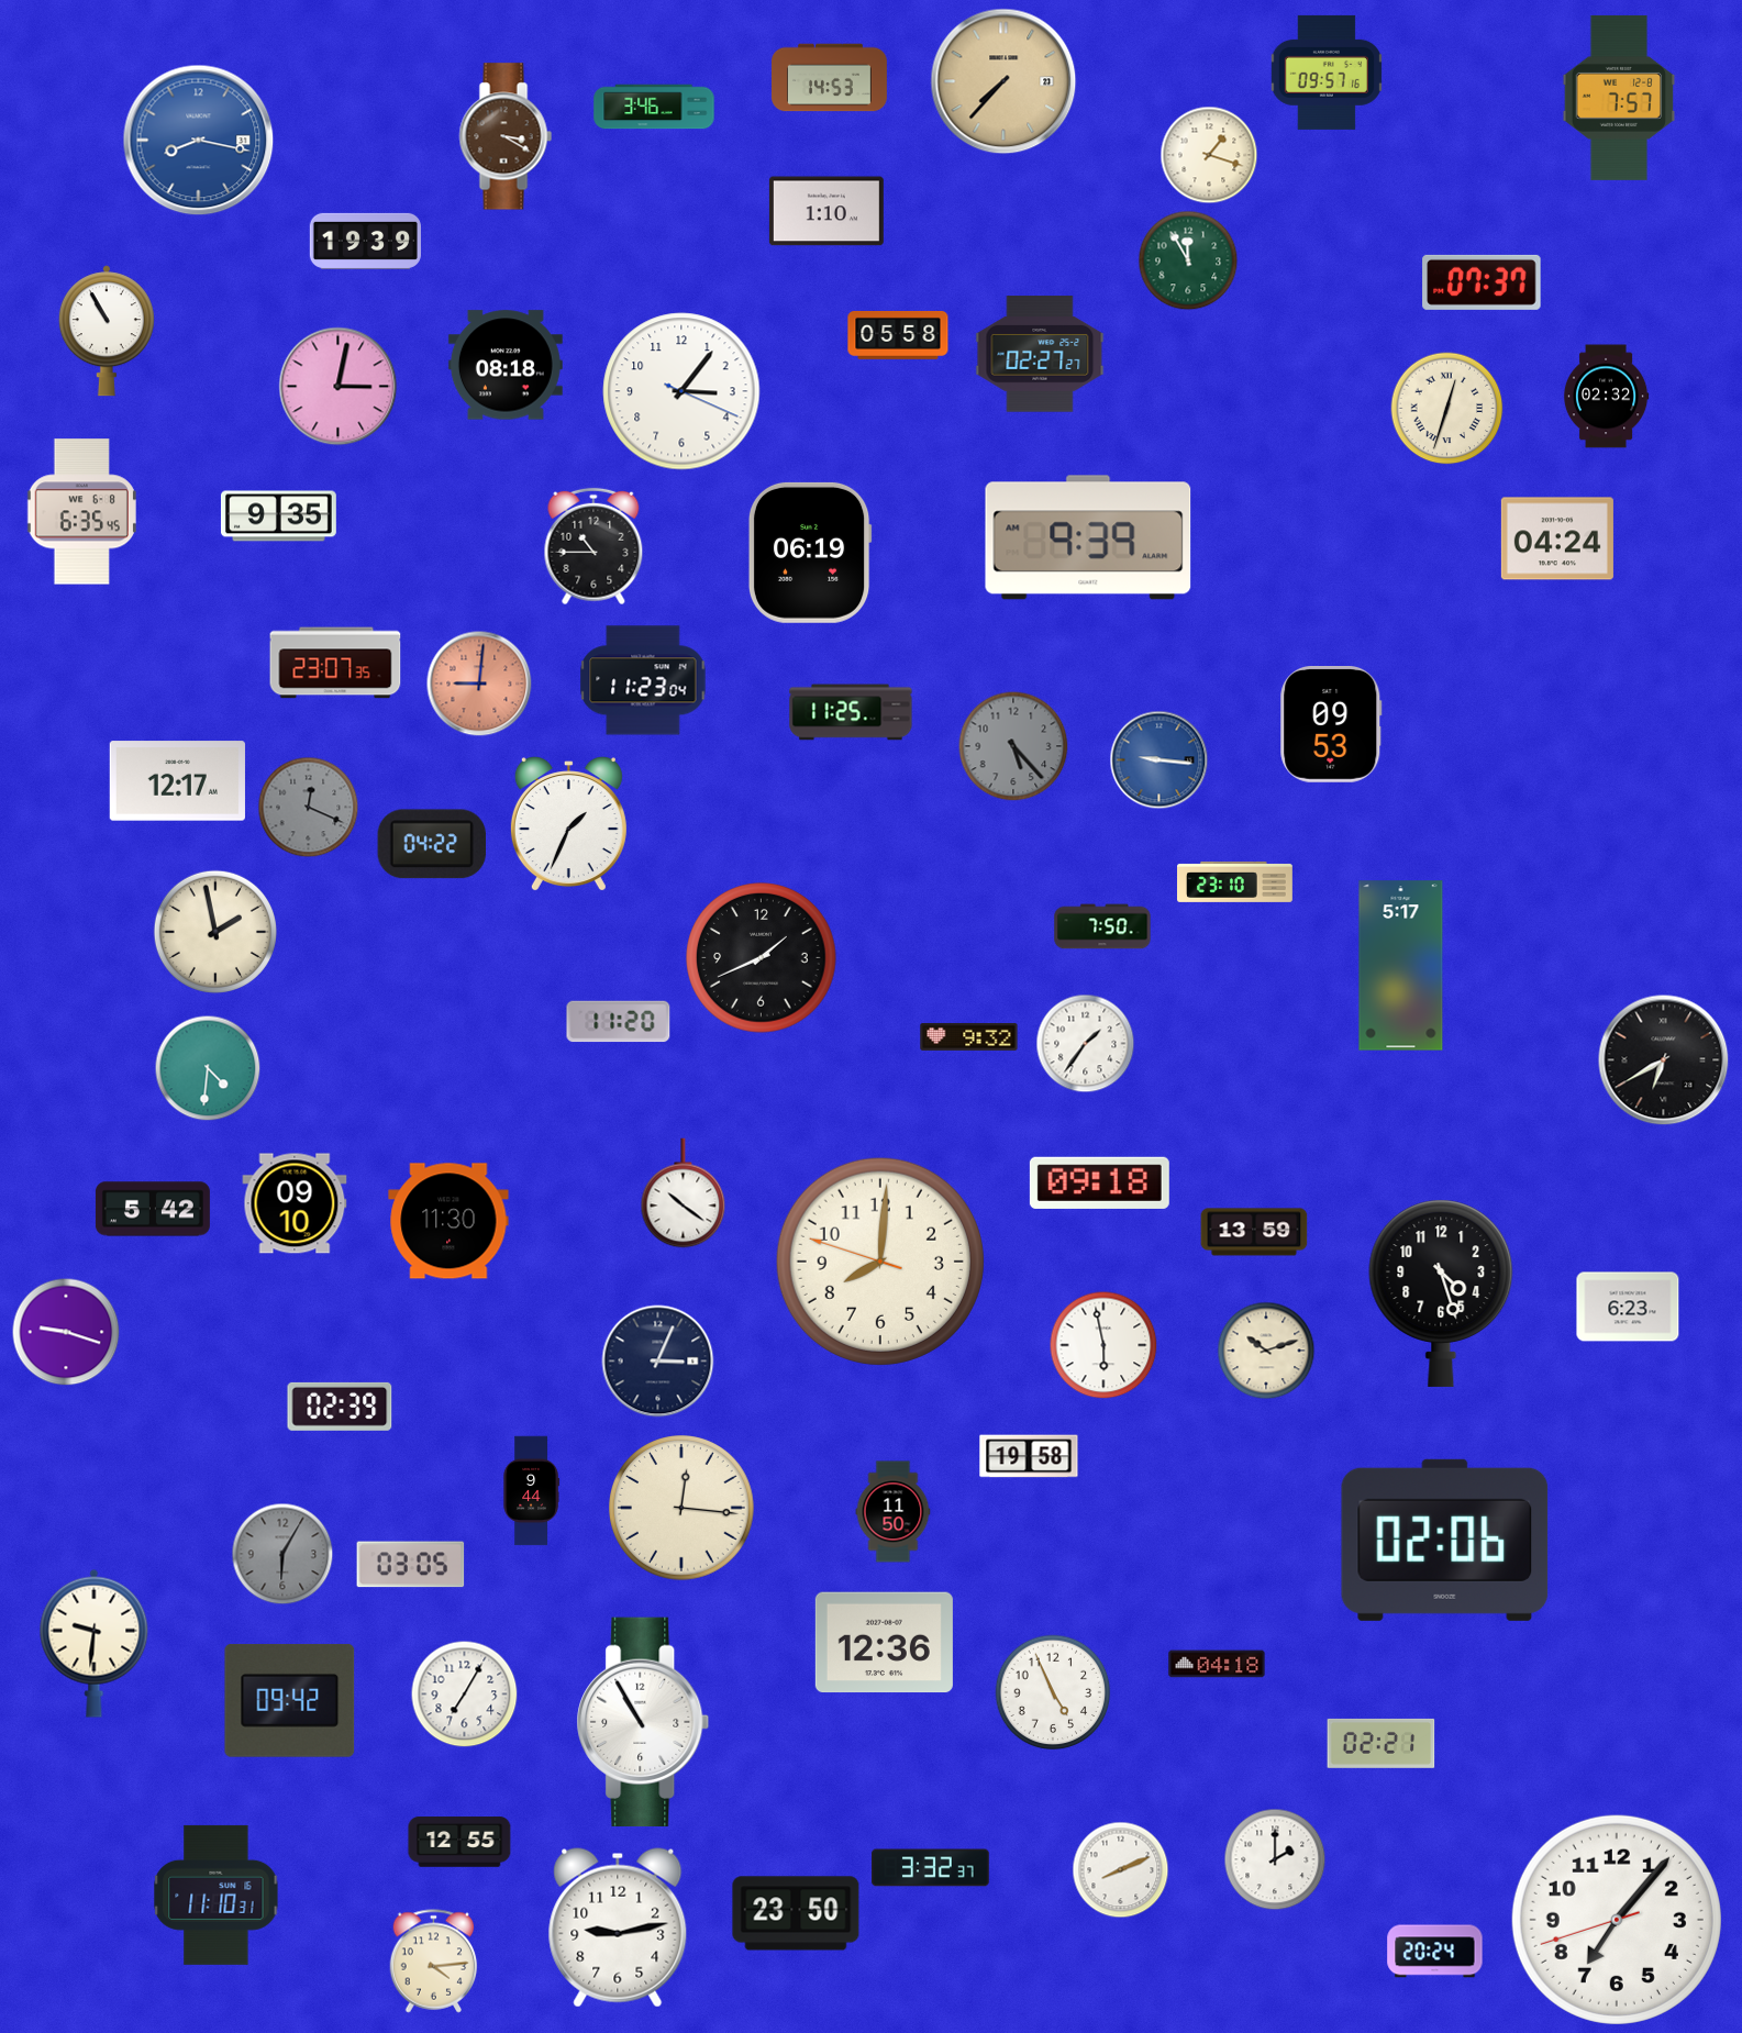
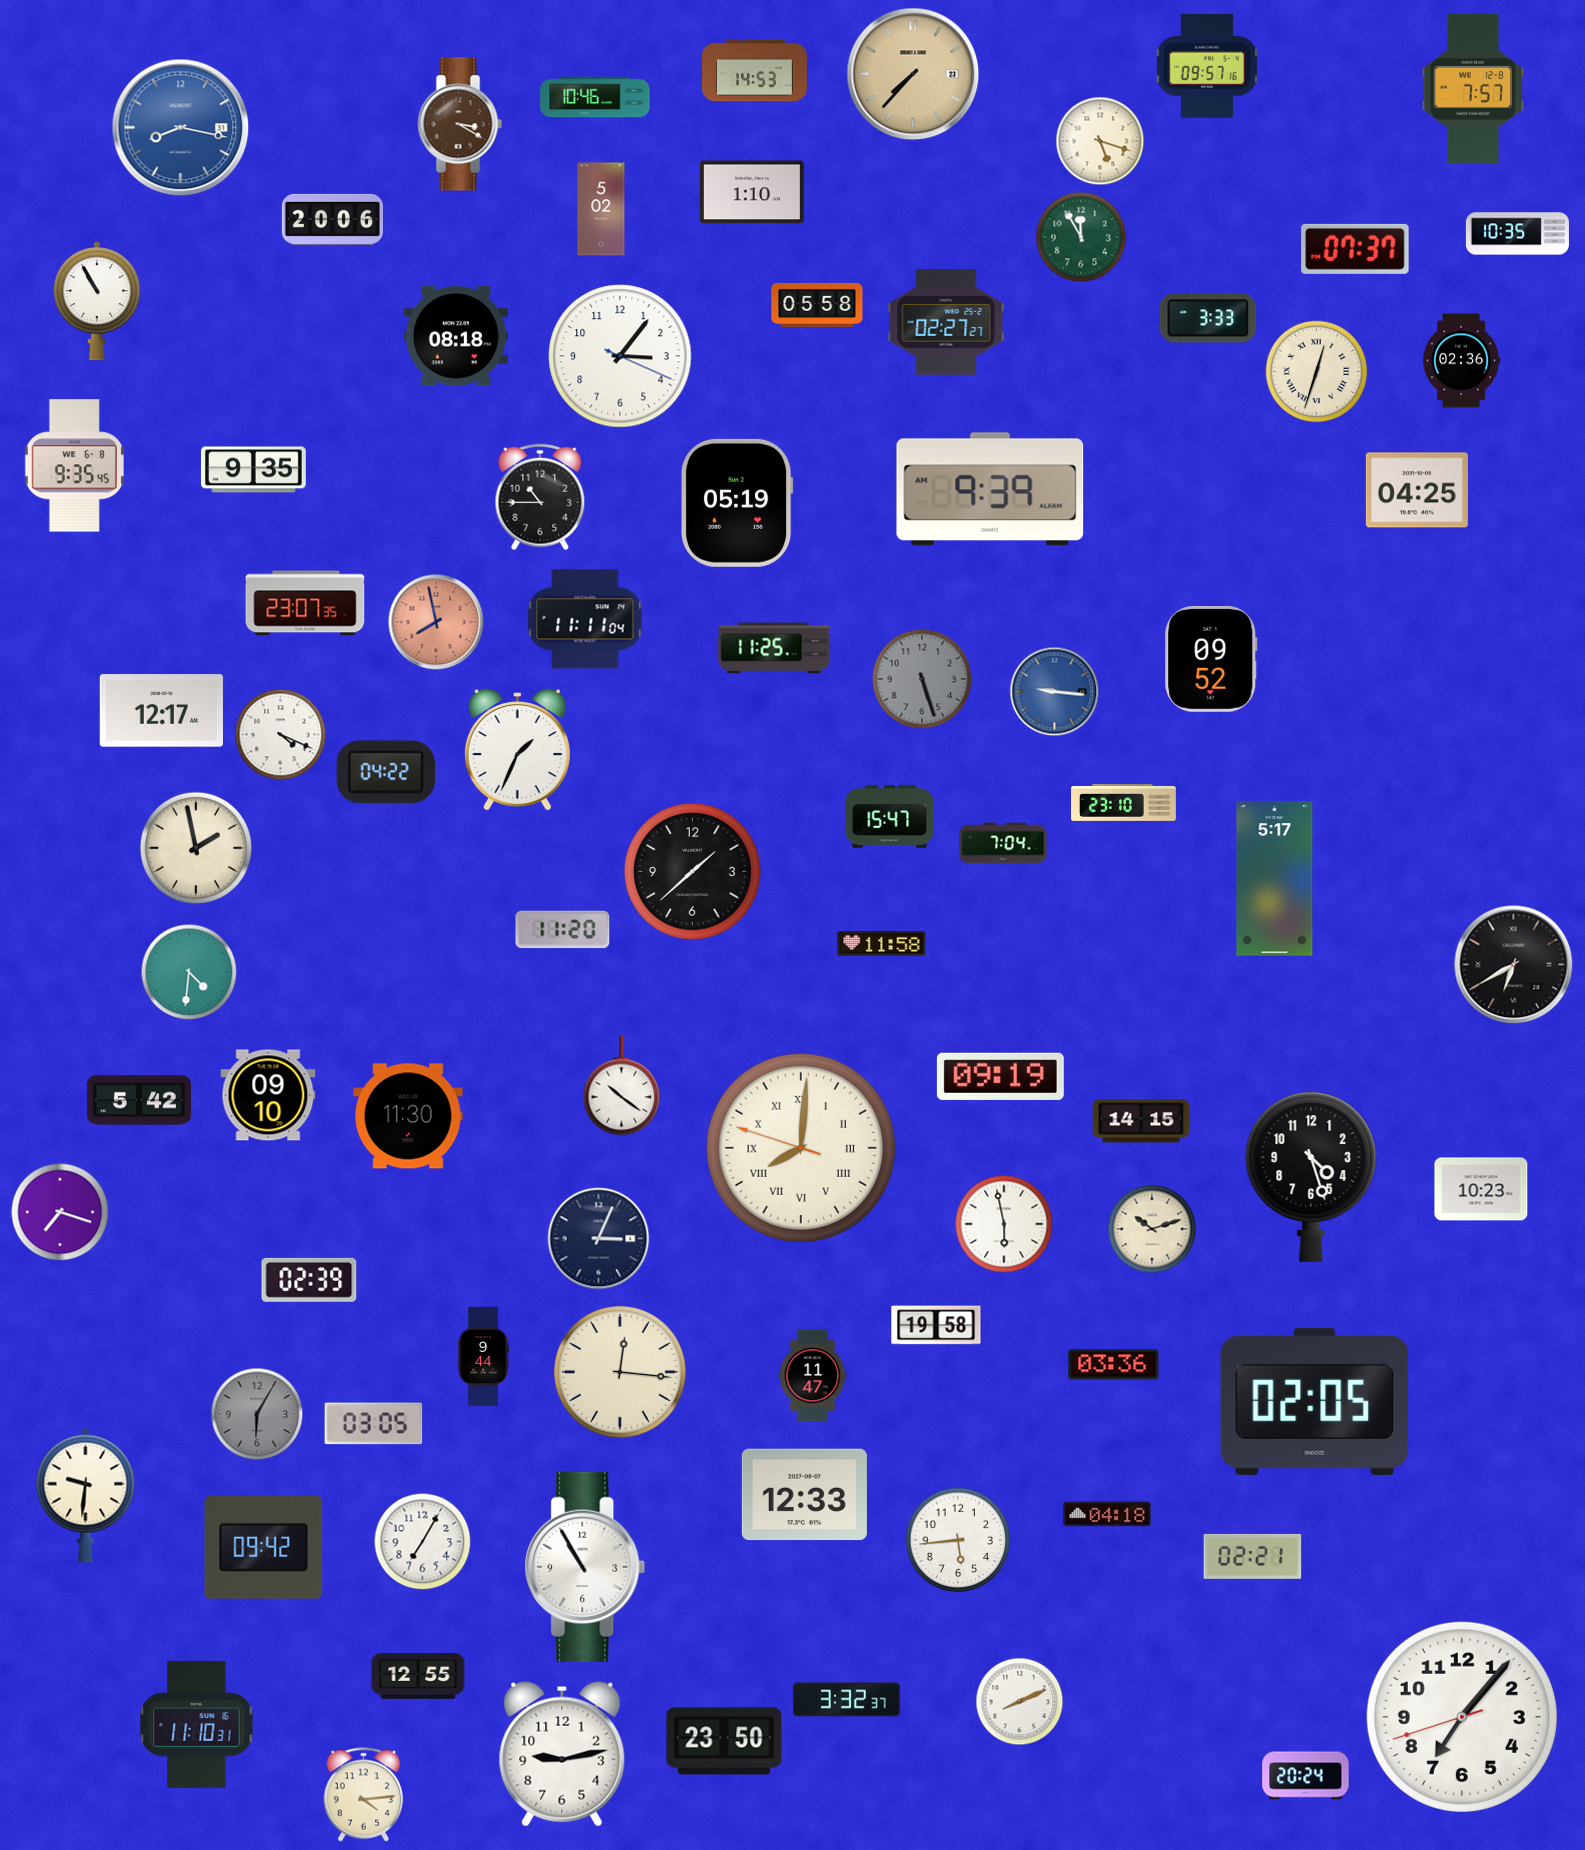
clock at (654, 107): 3:46 -> 10:46
clock at (1209, 155): 1:18 -> 5:18
clock at (601, 209): none -> 5:02
clock at (365, 241): 19:39 -> 20:06
clock at (1517, 234): none -> 10:35
clock at (1482, 282) position: (1482, 282) -> (1355, 249)
clock at (1208, 318): none -> 3:33
clock at (506, 365) position: (506, 365) -> (456, 336)
clock at (339, 387): 3:02 -> none
clock at (1606, 397): 02:32 -> 02:36
clock at (81, 512): 6:35 -> 9:35
clock at (1557, 538): 04:24 -> 04:25
clock at (810, 553): 06:19 -> 05:19
clock at (643, 680): 11:23 -> 11:11
clock at (479, 684): 9:01 -> 7:58
clock at (1331, 725): 09:53 -> 09:52
clock at (1013, 746): 5:23 -> 5:27
clock at (309, 808): 12:19 -> 4:19
clock at (309, 808) dial: grey -> white
clock at (431, 844) position: (431, 844) -> (385, 772)
clock at (890, 816): none -> 15:47
clock at (1102, 926): 7:50 -> 7:04
clock at (762, 958): 1:41 -> 1:38
clock at (969, 1036): 9:32 -> 11:58
clock at (1086, 1044): 1:36 -> none
clock at (1099, 1182): 09:18 -> 09:19
clock at (448, 1221) position: (448, 1221) -> (408, 1116)
clock at (1254, 1232): 13:59 -> 14:15
clock at (880, 1262) numerals: Arabic -> Roman
clock at (1628, 1307): 6:23 -> 10:23
clock at (66, 1332): 9:18 -> 7:18
clock at (1114, 1365): none -> 03:36
clock at (894, 1512): 11:50 -> 11:47
clock at (1445, 1540): 02:06 -> 02:05
clock at (884, 1643): 12:36 -> 12:33
clock at (1053, 1692): 4:56 -> 5:44
clock at (1382, 1743) position: (1382, 1743) -> (1253, 1556)
clock at (1275, 1859): 2:00 -> none
clock at (1617, 1920) position: (1617, 1920) -> (1462, 1717)
clock at (434, 1962) position: (434, 1962) -> (364, 1795)
